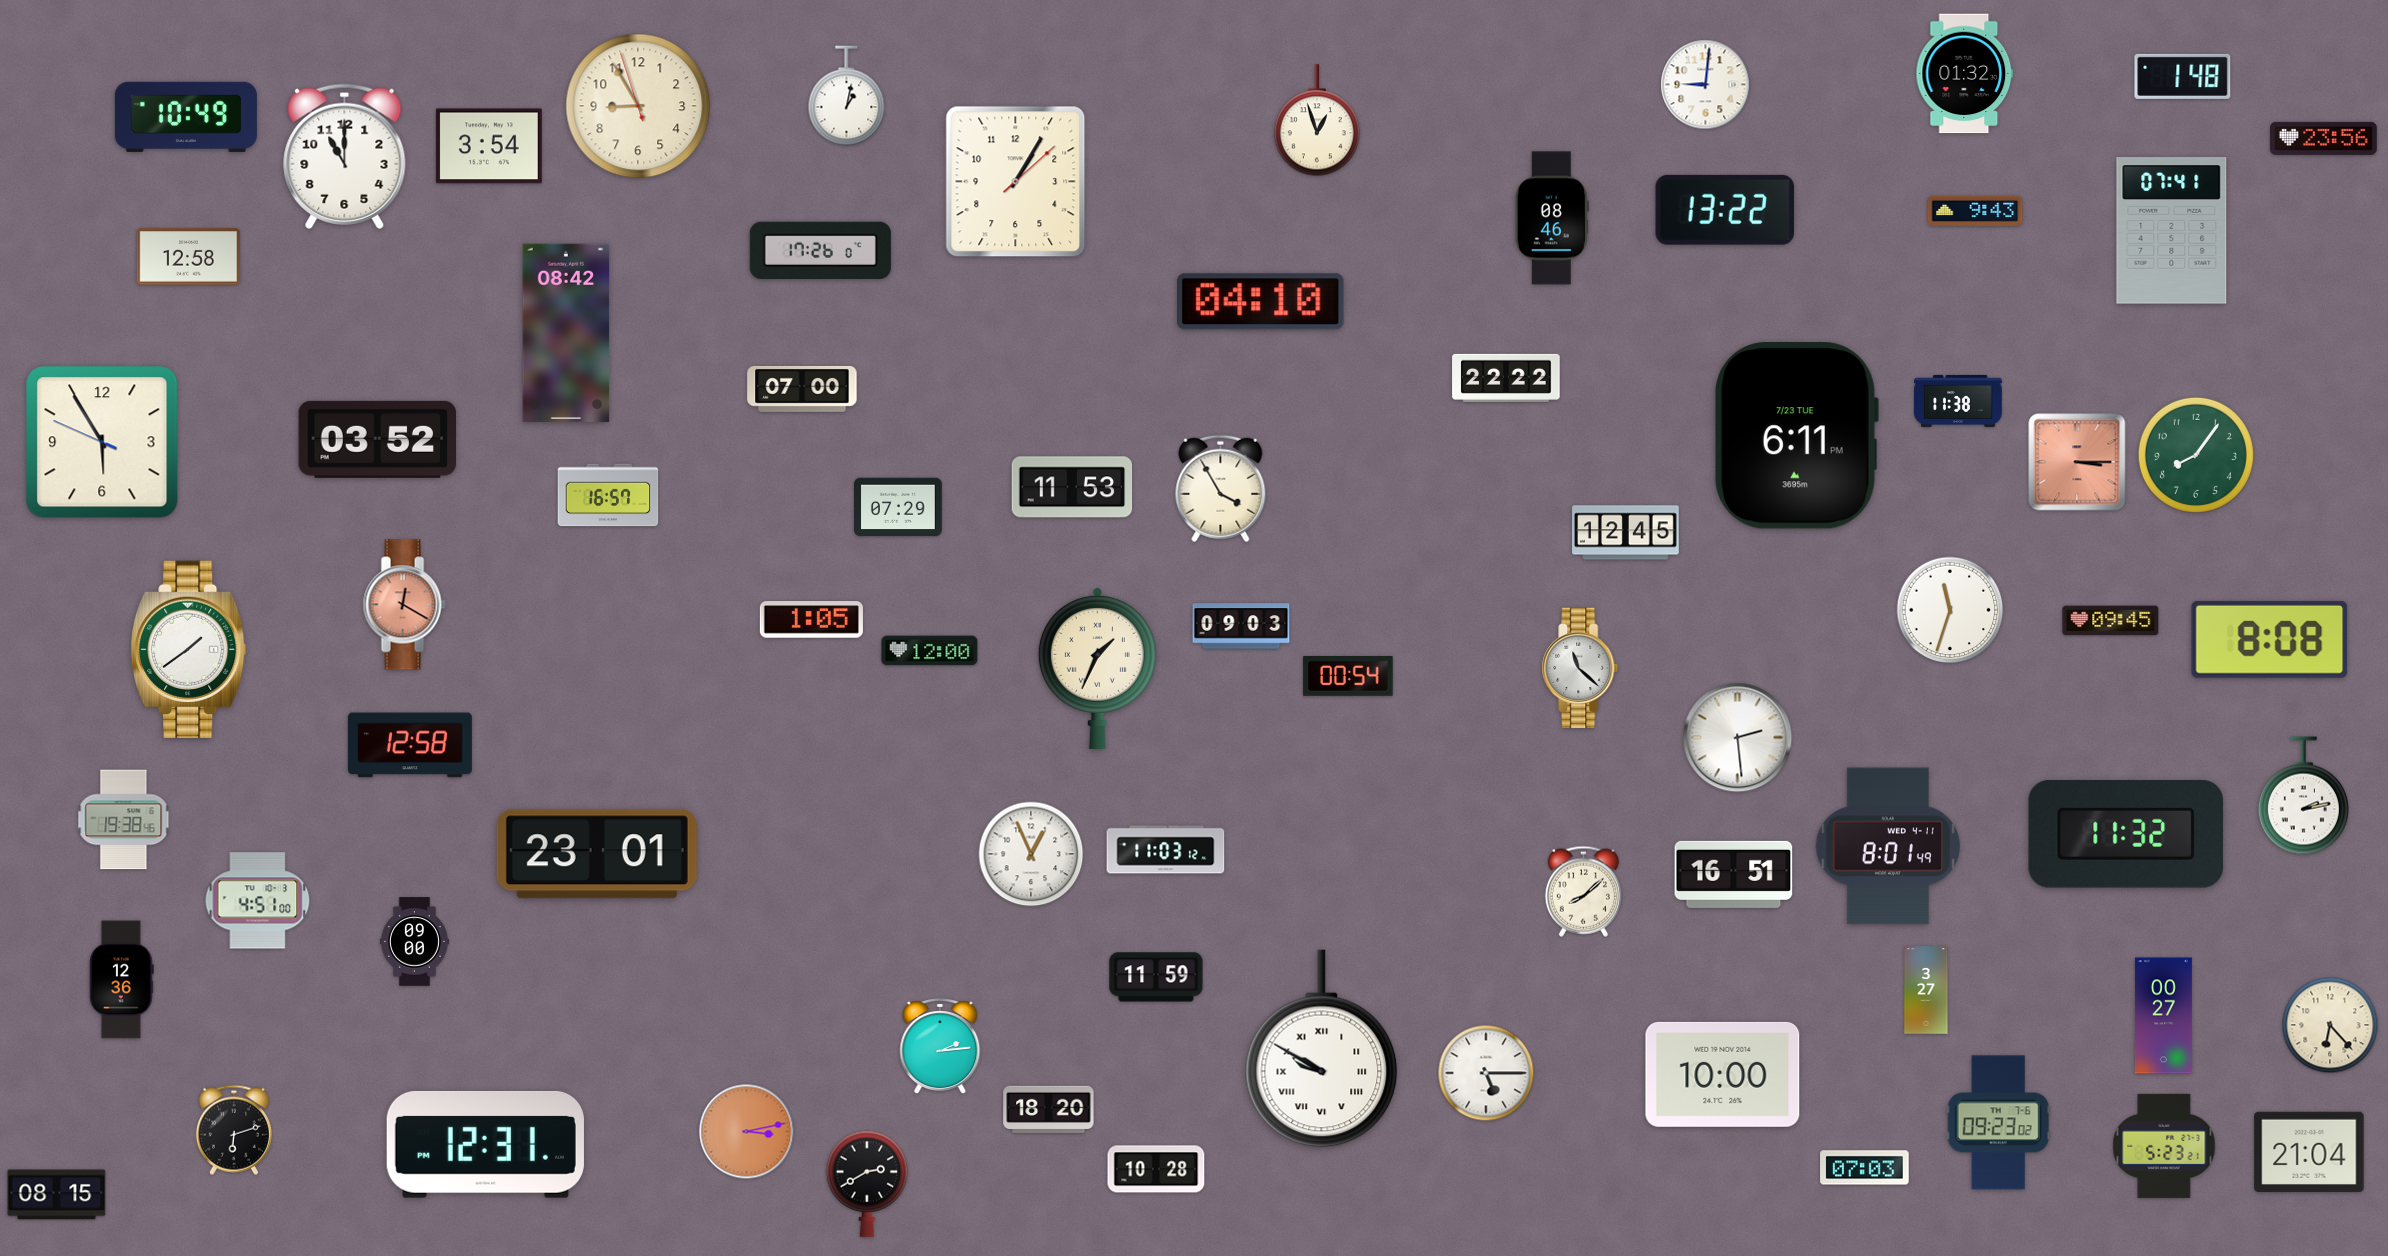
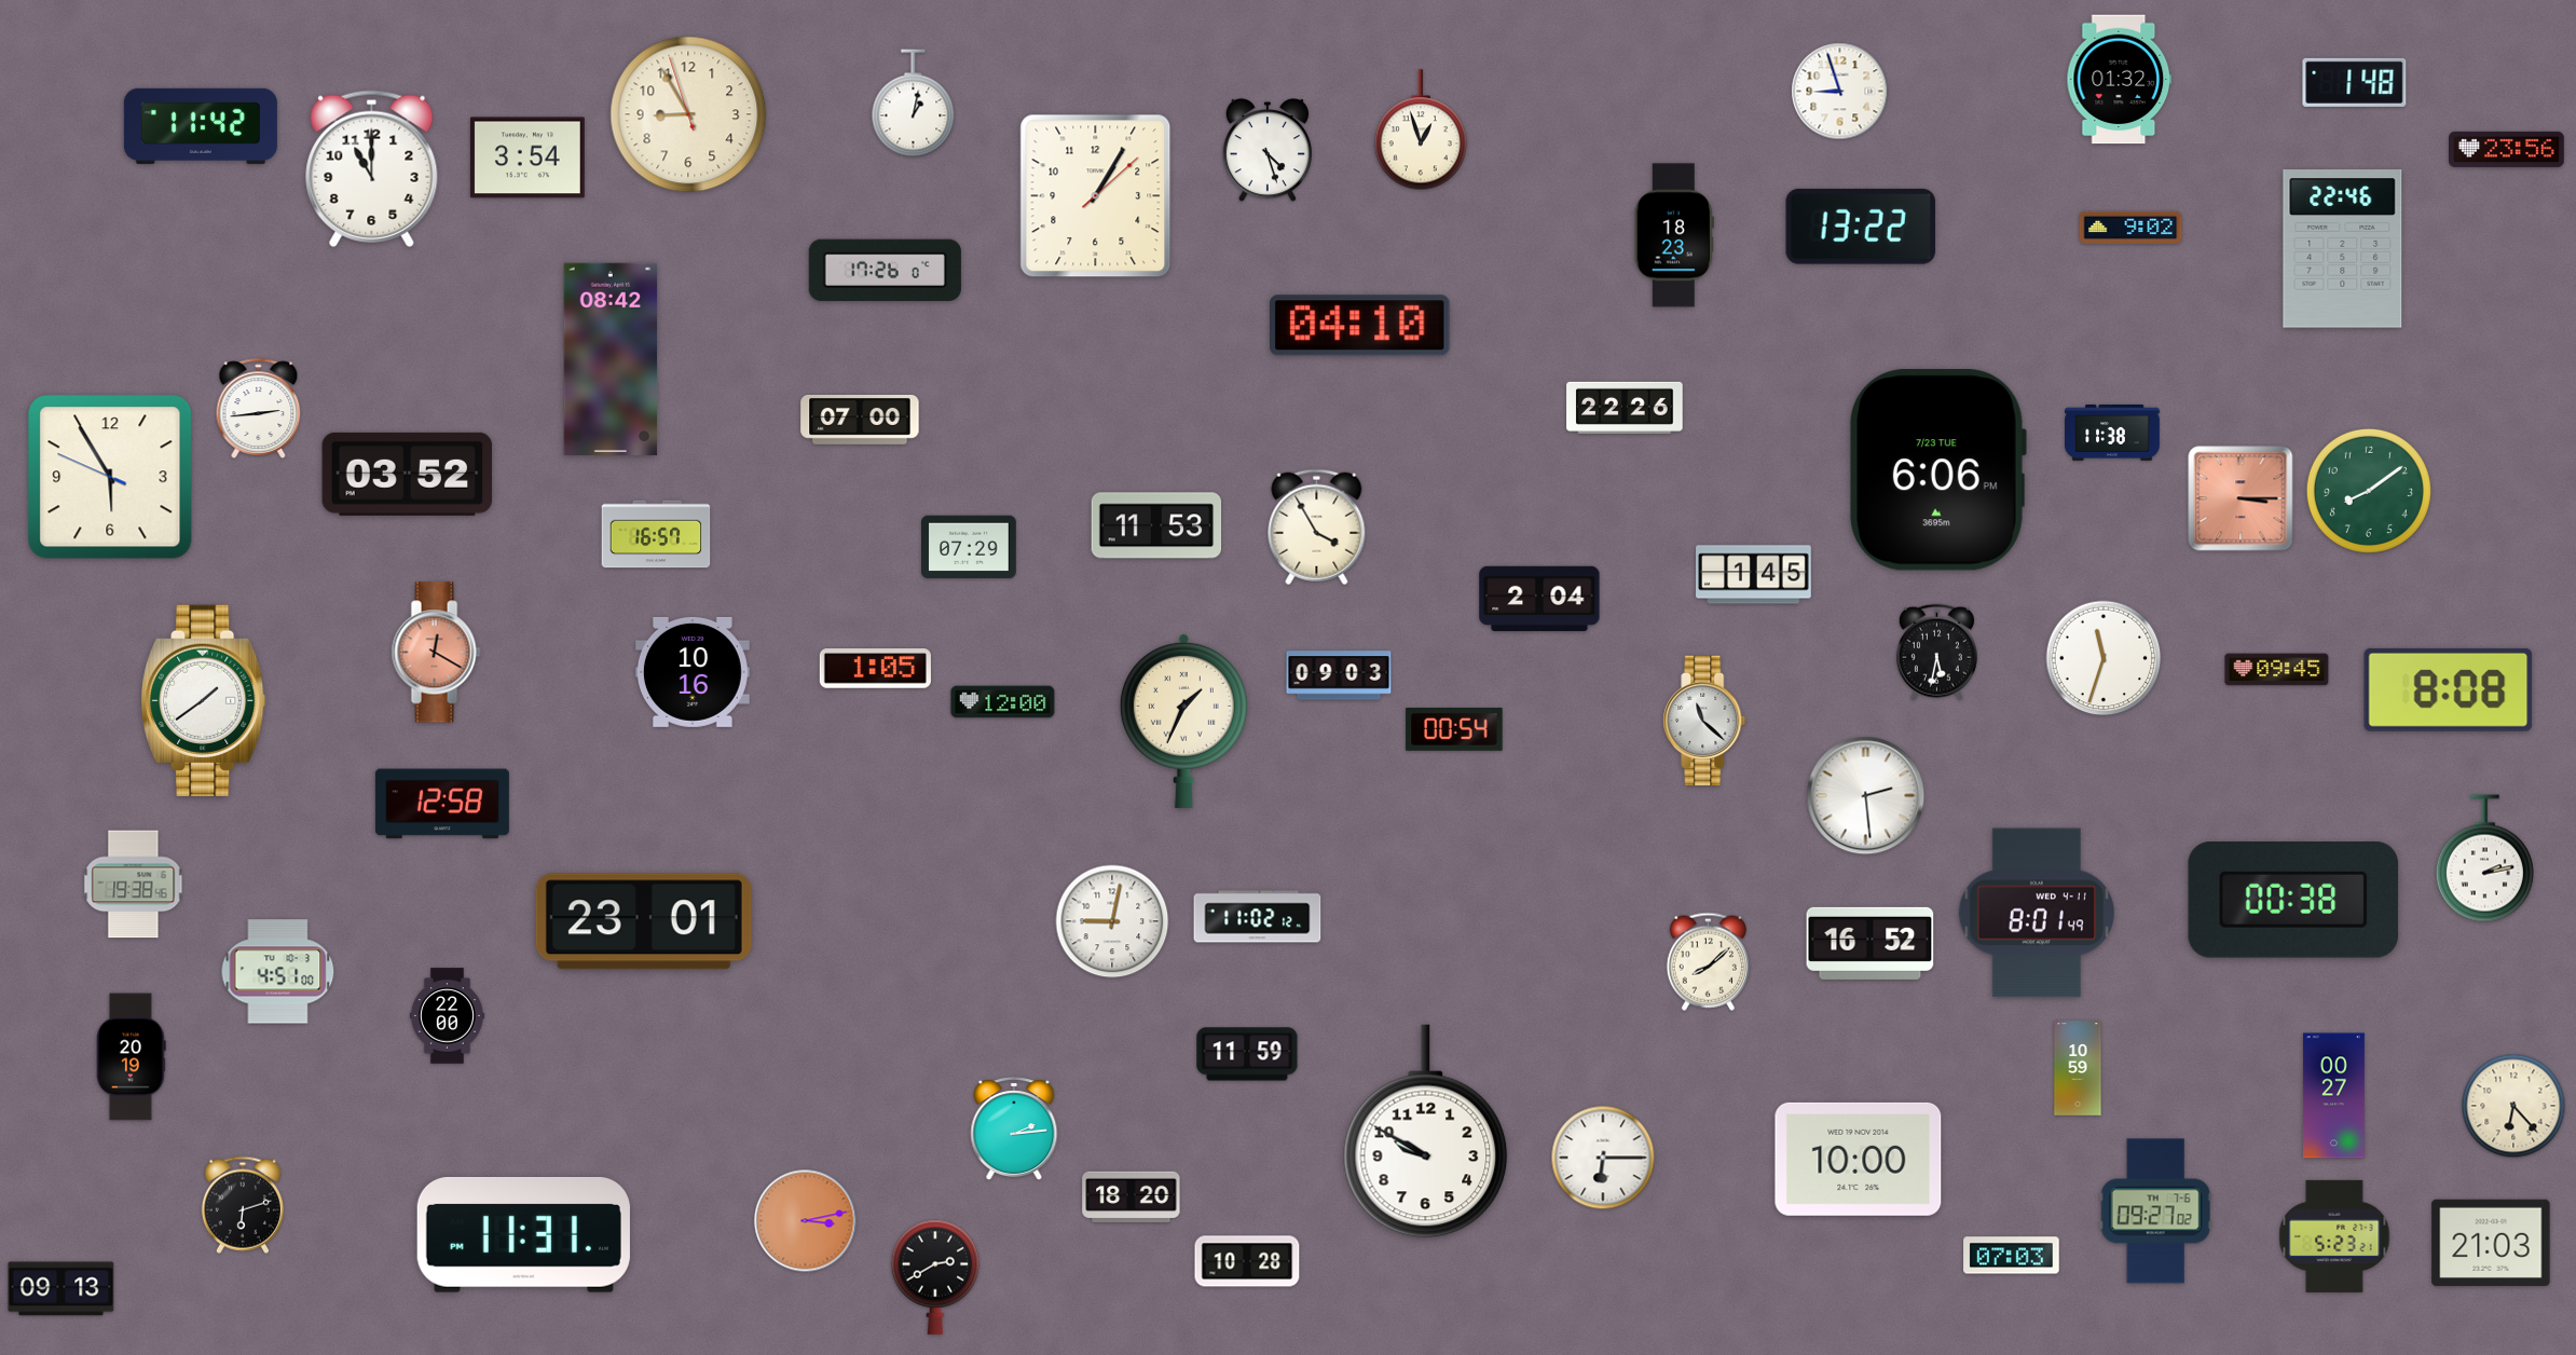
clock at (1706, 85): 9:01 -> 8:57
clock at (186, 117): 10:49 -> 11:42
clock at (1268, 150): none -> 4:27
clock at (1975, 211): 9:43 -> 9:02
clock at (1552, 218): 08:46 -> 18:23
clock at (2172, 231): 07:41 -> 22:46
clock at (188, 257): 12:58 -> none
clock at (259, 408): none -> 2:44
clock at (1506, 378): 22:22 -> 22:26
clock at (802, 389) position: (802, 389) -> (860, 420)
clock at (1796, 436): 6:11 -> 6:06
clock at (2196, 455): 8:06 -> 8:09
clock at (1626, 533): 12:45 -> 1:45
clock at (1539, 598): none -> 2:04
clock at (1936, 653): none -> 5:32
clock at (693, 672): none -> 10:16
clock at (1738, 738) position: (1738, 738) -> (1866, 796)
clock at (2126, 834): 11:32 -> 00:38
clock at (1166, 850): 11:03 -> 11:02
clock at (1031, 854): 12:56 -> 9:02
clock at (1734, 874): 16:51 -> 16:52
clock at (414, 942): 09:00 -> 22:00
clock at (122, 980): 12:36 -> 20:19
clock at (1926, 990): 3:27 -> 10:59
clock at (1322, 1049) numerals: Roman -> Arabic
clock at (1486, 1073): 5:15 -> 6:15
clock at (1998, 1123): 09:23 -> 09:27
clock at (234, 1130) position: (234, 1130) -> (243, 1205)
clock at (485, 1145): 12:31 -> 11:31
clock at (2309, 1152): 21:04 -> 21:03
clock at (1865, 1168) position: (1865, 1168) -> (2012, 1256)
clock at (57, 1195): 08:15 -> 09:13
